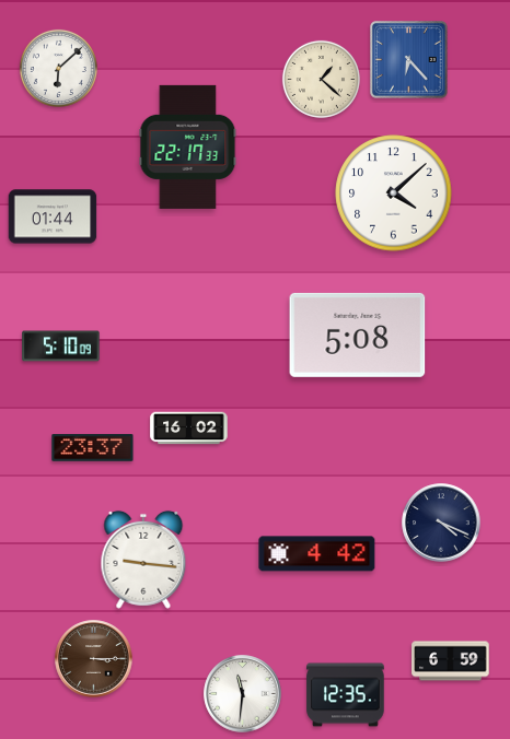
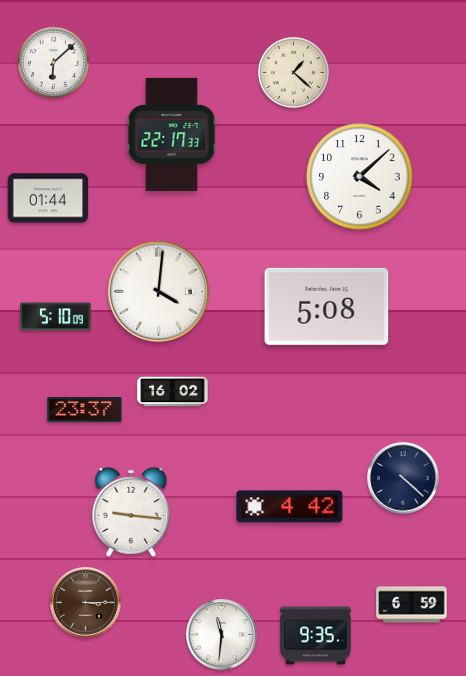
clock at (409, 60): 6:23 -> none
clock at (158, 291): none -> 4:01
clock at (441, 523): 4:19 -> 4:22
clock at (346, 695): 12:35 -> 9:35
